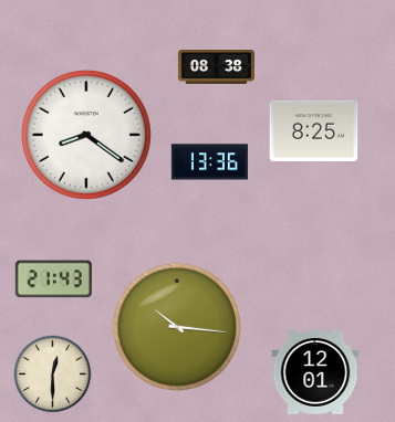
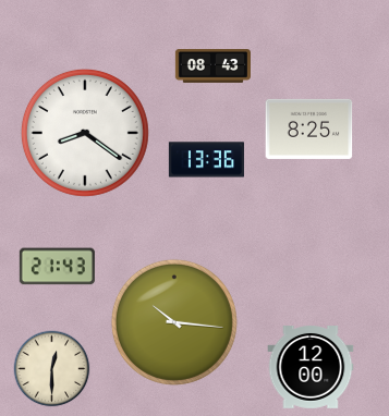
clock at (216, 67): 08:38 -> 08:43
clock at (53, 279) position: (53, 279) -> (57, 267)
clock at (315, 373): 12:01 -> 12:00
